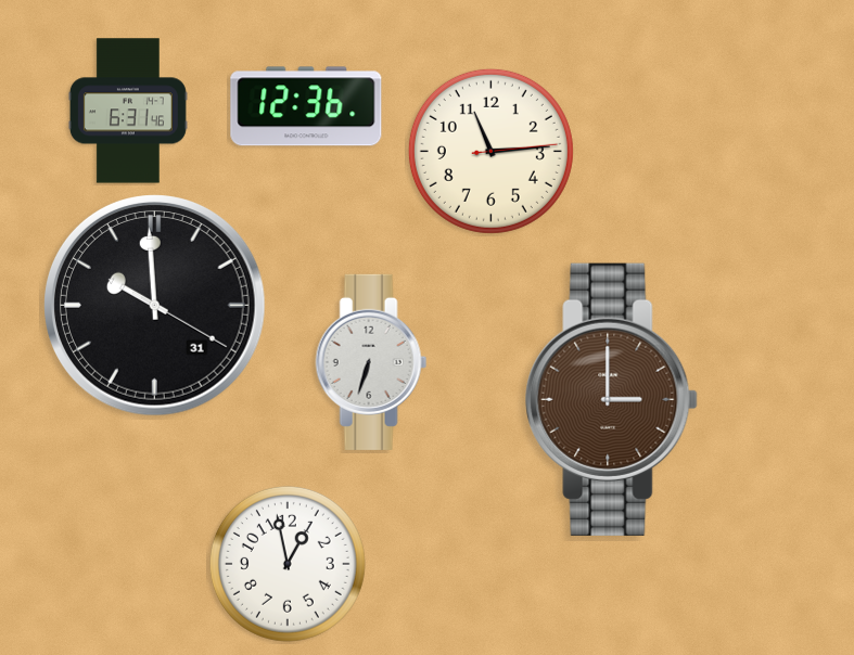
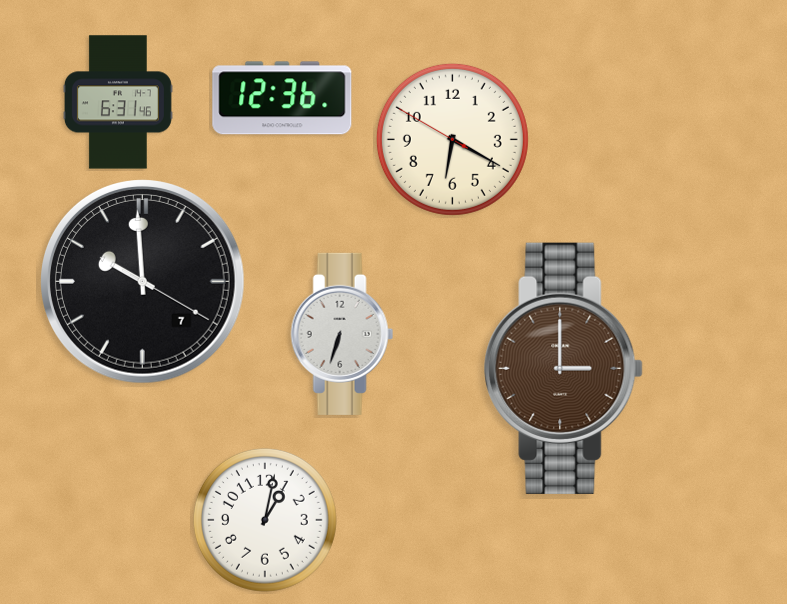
clock at (490, 151): 11:14 -> 6:19
clock at (155, 306) date: 31 -> 7
clock at (288, 564): 12:58 -> 1:02
